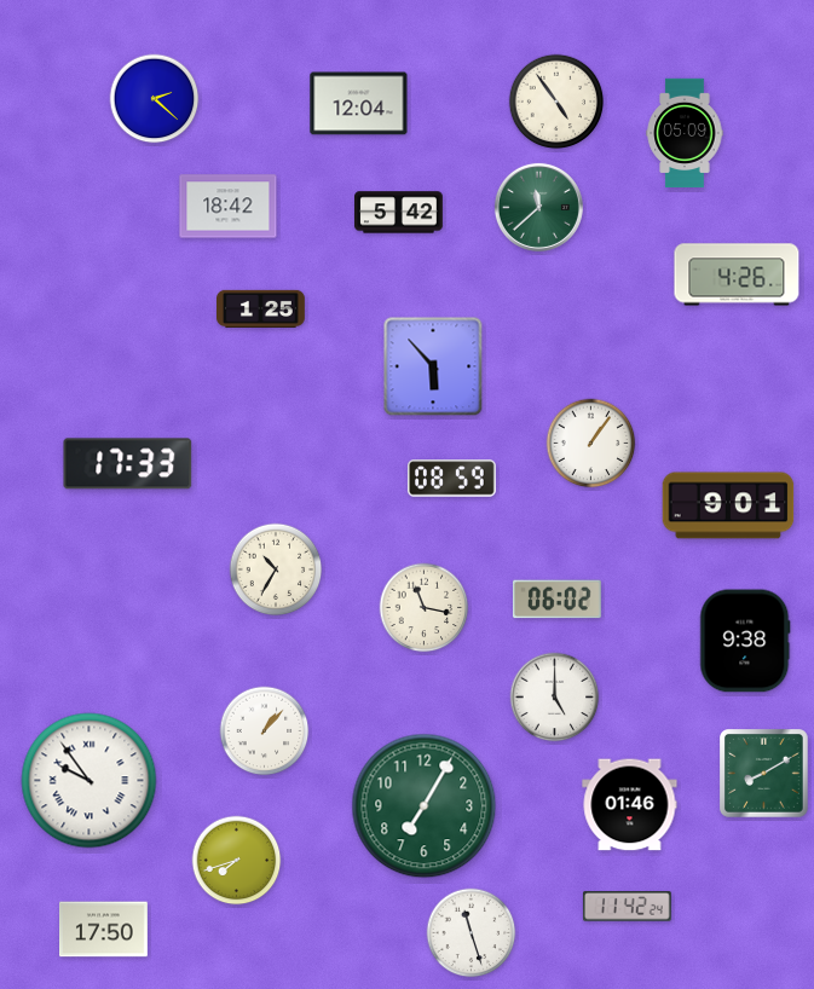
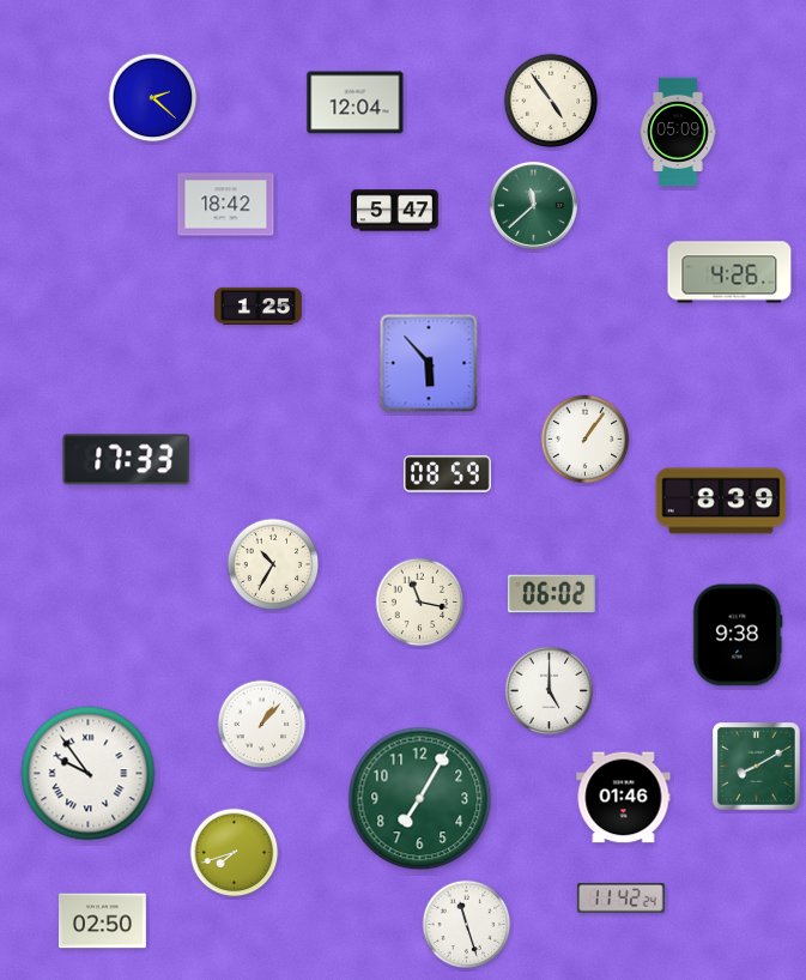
clock at (399, 213): 5:42 -> 5:47
clock at (728, 505): 9:01 -> 8:39
clock at (104, 930): 17:50 -> 02:50
